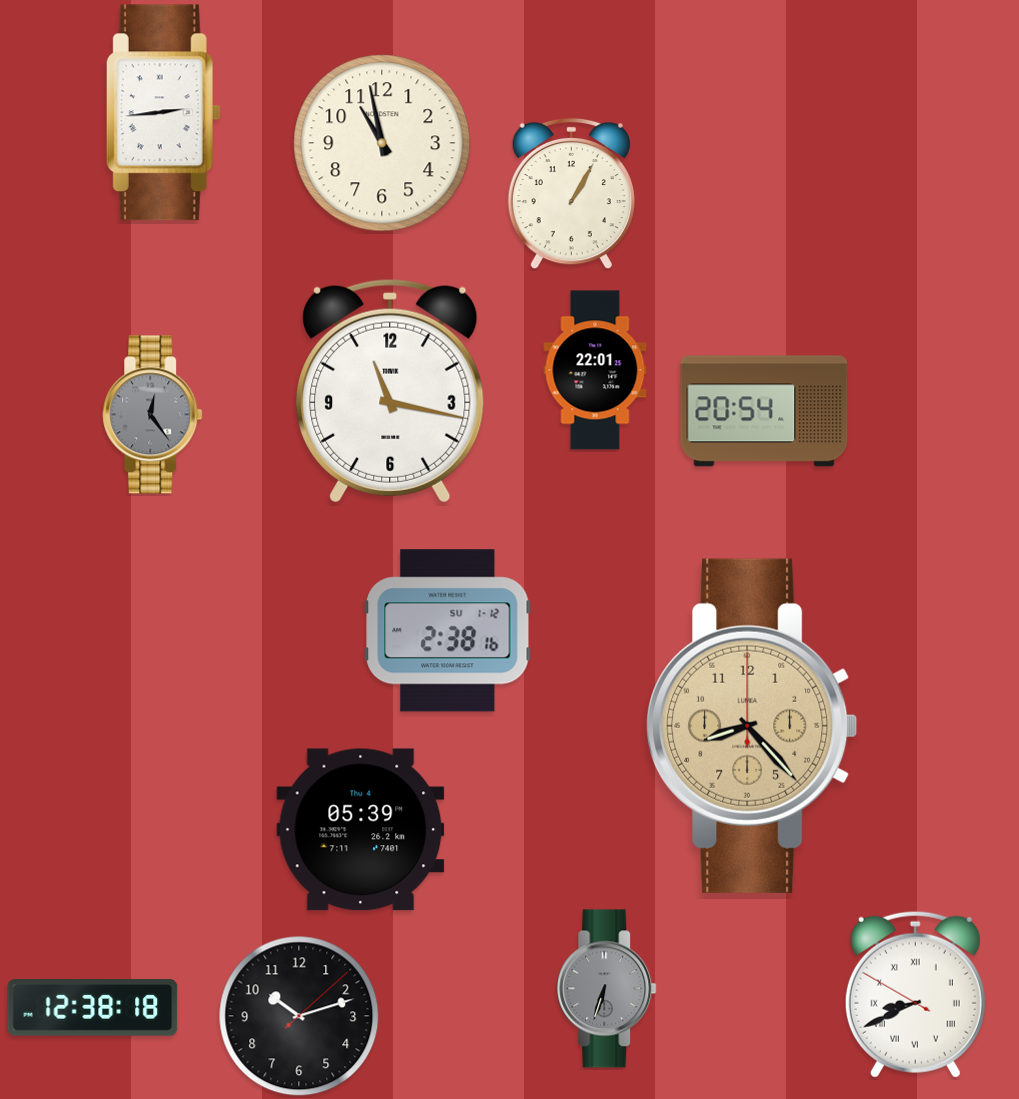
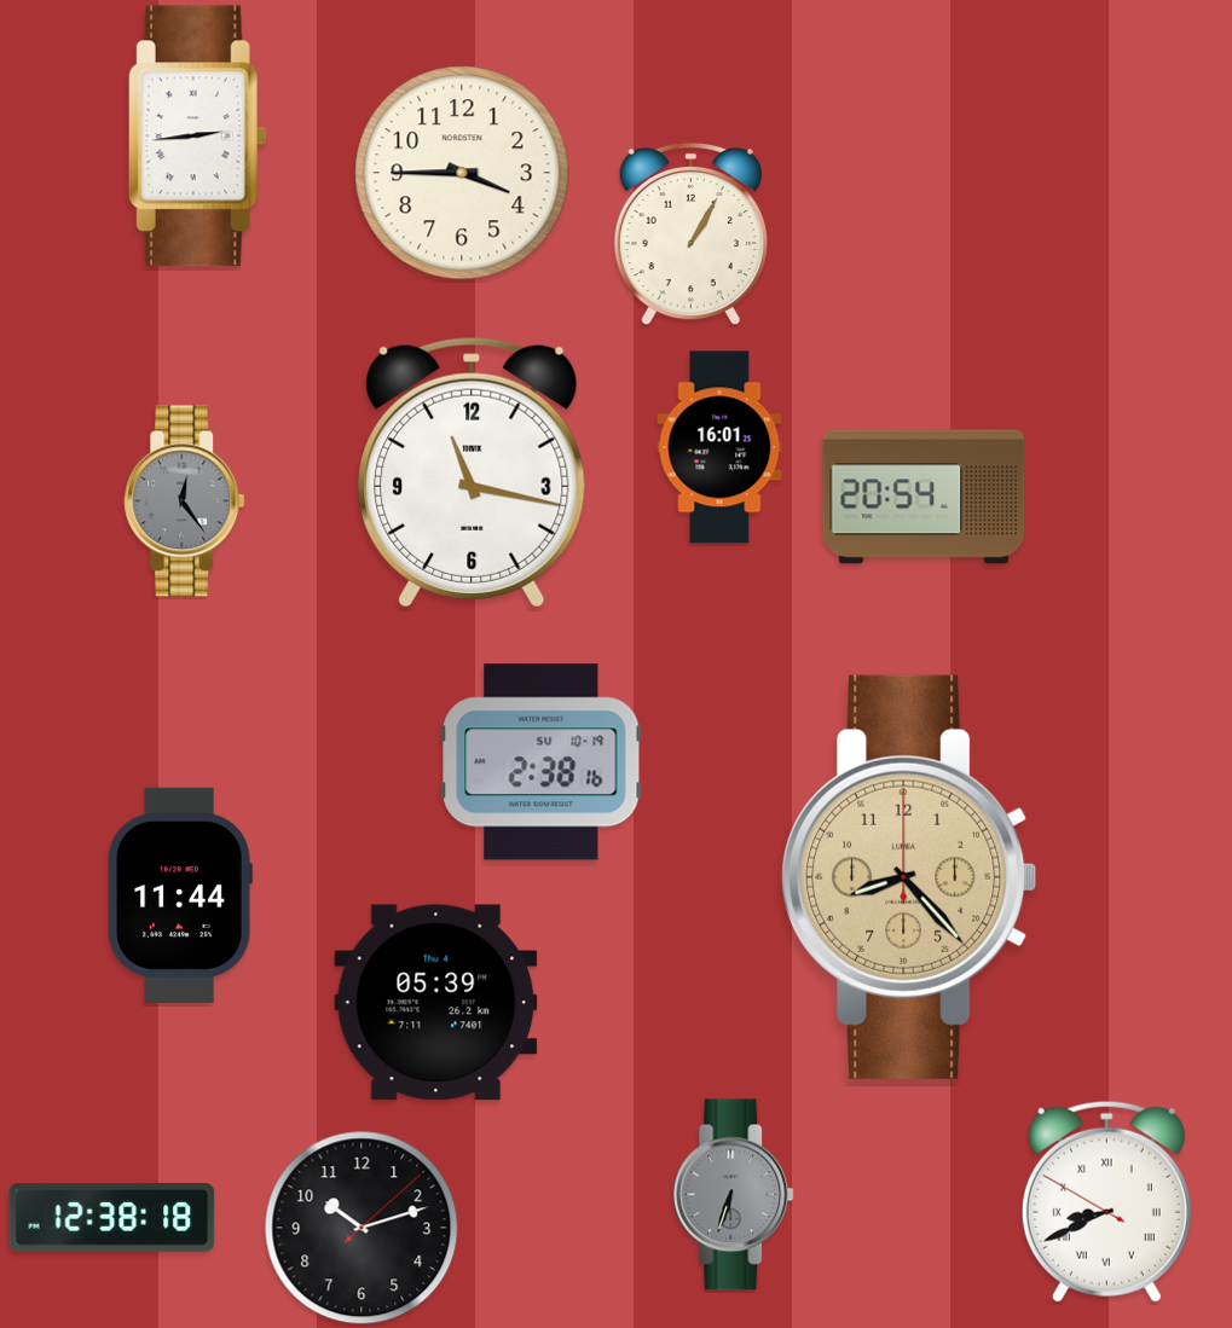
clock at (382, 143): 10:58 -> 3:45
clock at (595, 370): 22:01 -> 16:01
clock at (448, 631) date: SU 1-12 -> SU 10-19
clock at (180, 895): none -> 11:44
